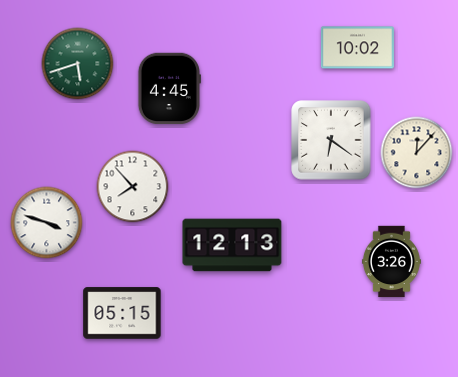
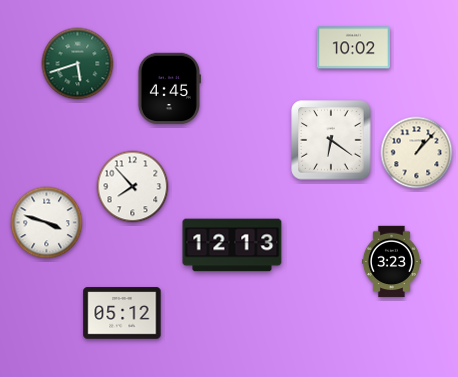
clock at (357, 48) position: (357, 48) -> (353, 48)
clock at (417, 153): 12:07 -> 1:07
clock at (391, 262): 3:26 -> 3:23
clock at (122, 313): 05:15 -> 05:12
